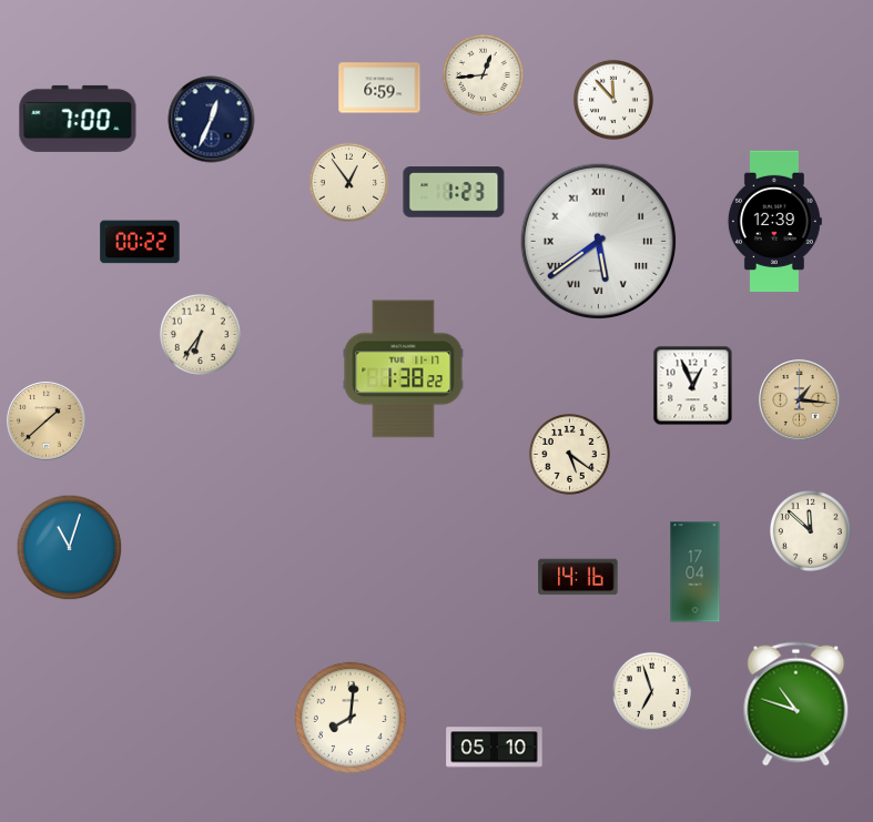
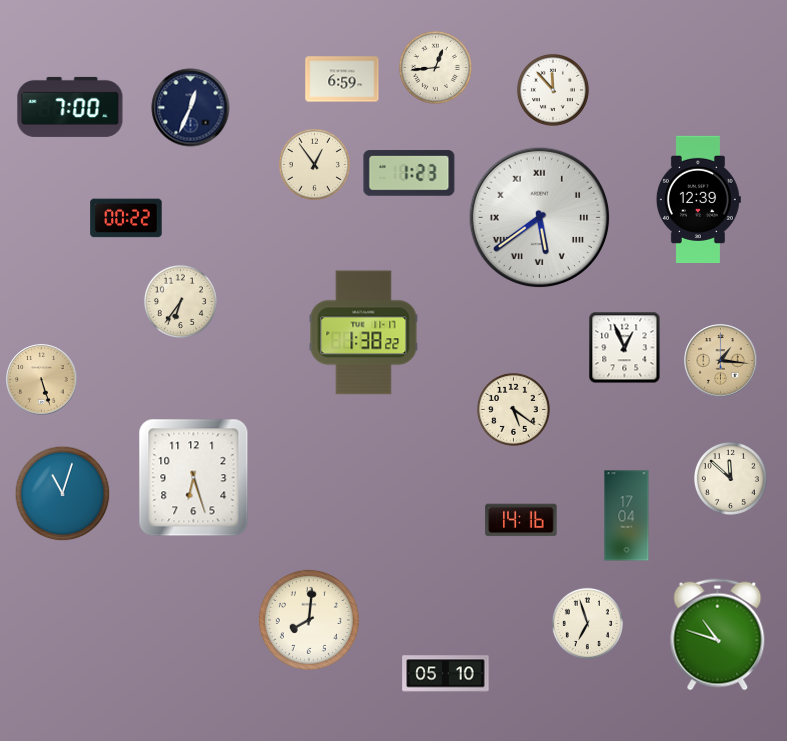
clock at (47, 422): 1:38 -> 5:27
clock at (194, 478): none -> 6:27
clock at (351, 718) position: (351, 718) -> (309, 620)
